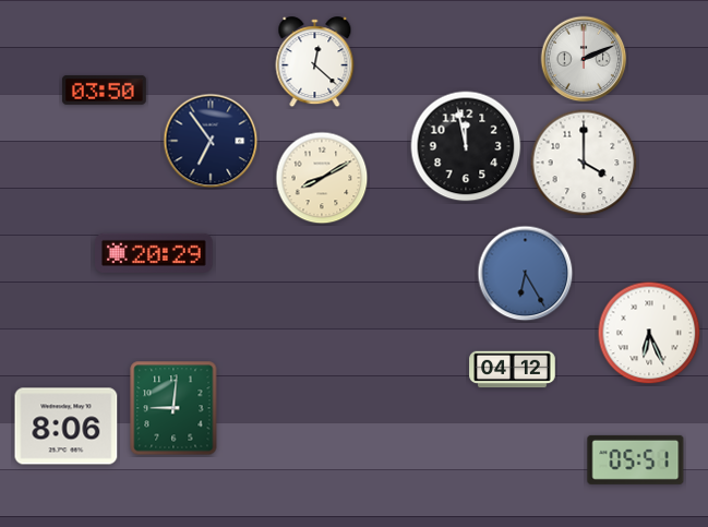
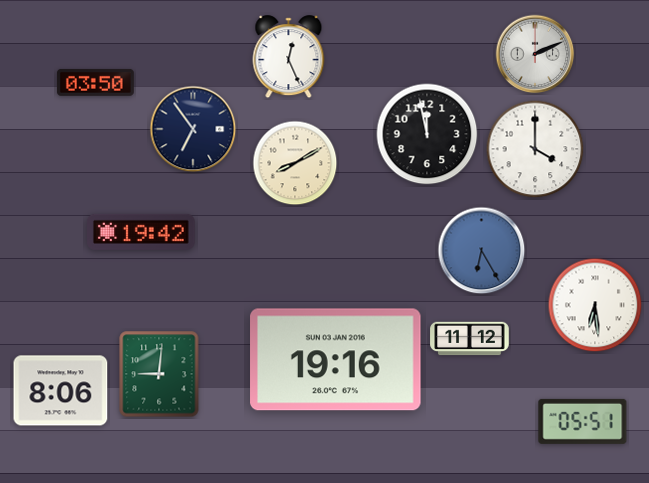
clock at (315, 62): 12:22 -> 12:26
clock at (155, 253): 20:29 -> 19:42
clock at (649, 333): 6:26 -> 6:29
clock at (513, 370): 04:12 -> 11:12
clock at (336, 360): none -> 19:16
